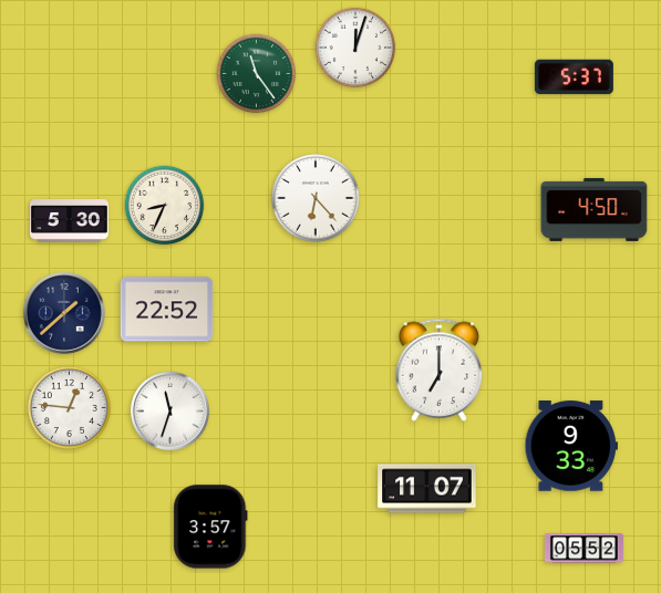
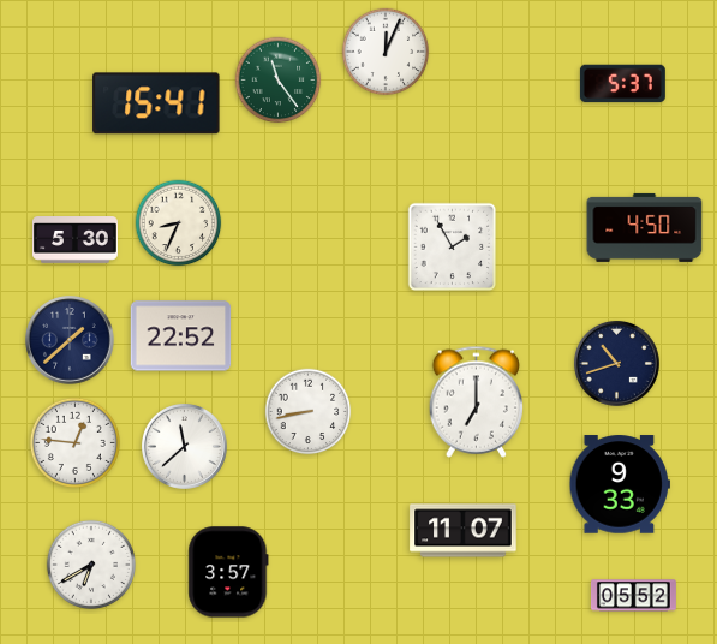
clock at (355, 48): 12:03 -> 12:04
clock at (156, 103): none -> 15:41
clock at (317, 199): 6:23 -> none
clock at (453, 248): none -> 1:55
clock at (616, 363): none -> 10:42
clock at (309, 412): none -> 8:43
clock at (169, 410): 11:33 -> 11:38
clock at (90, 563): none -> 6:40
